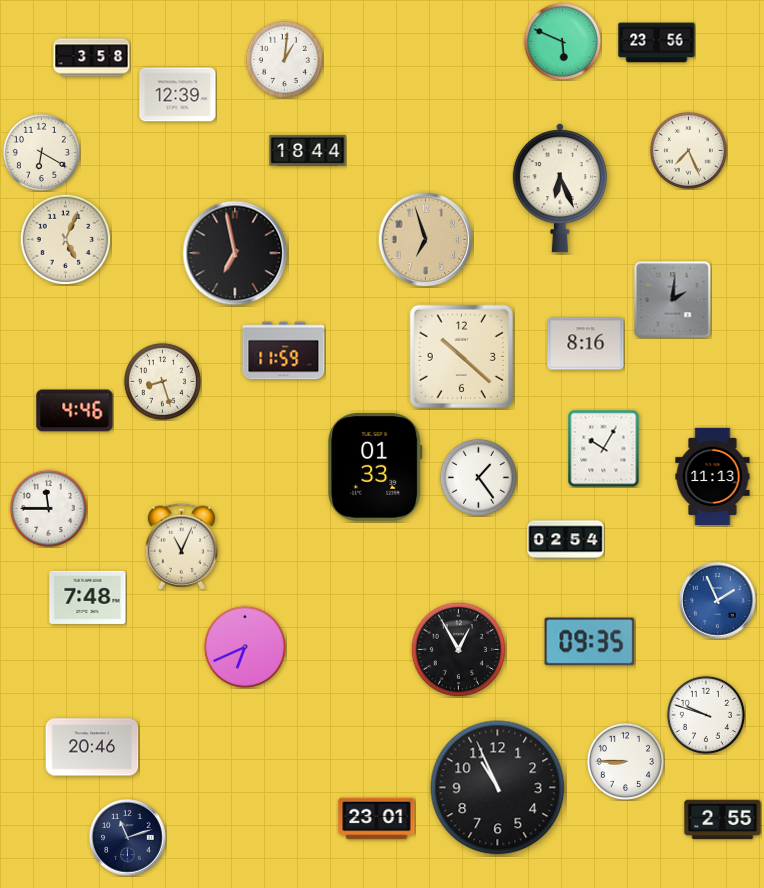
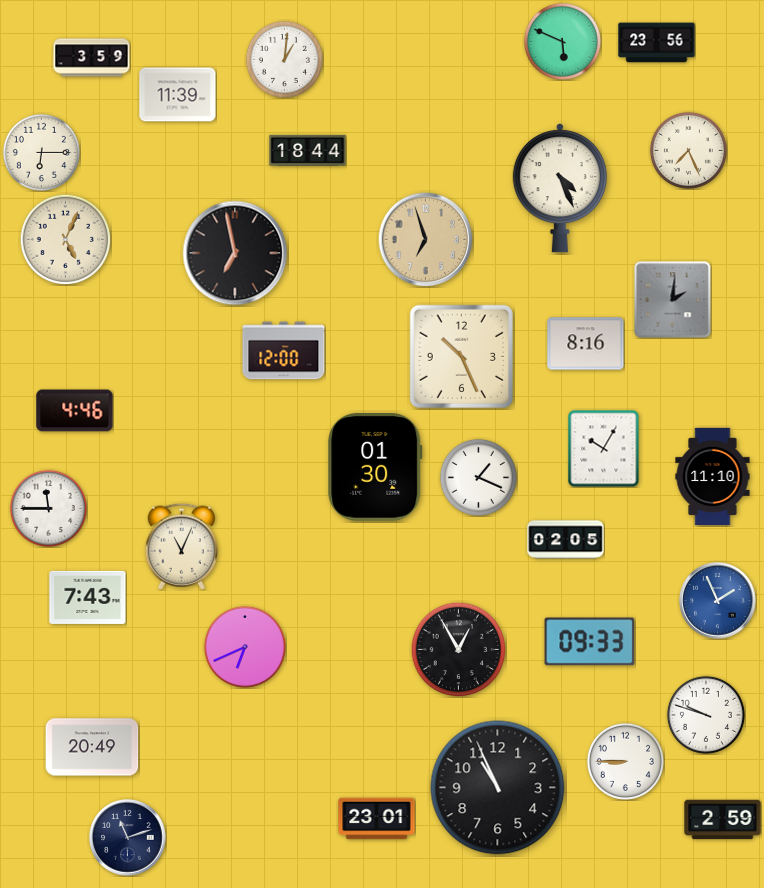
clock at (92, 58): 3:58 -> 3:59
clock at (178, 95): 12:39 -> 11:39
clock at (41, 152): 6:20 -> 6:15
clock at (560, 189): 6:26 -> 4:26
clock at (284, 351): 11:59 -> 12:00
clock at (461, 356): 10:22 -> 10:26
clock at (162, 381): 8:27 -> none
clock at (375, 468): 01:33 -> 01:30
clock at (478, 477): 1:24 -> 1:19
clock at (713, 477): 11:13 -> 11:10
clock at (566, 540): 02:54 -> 02:05
clock at (88, 597): 7:48 -> 7:43
clock at (590, 642): 09:35 -> 09:33
clock at (92, 747): 20:46 -> 20:49
clock at (723, 820): 2:55 -> 2:59
